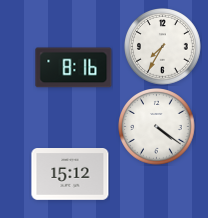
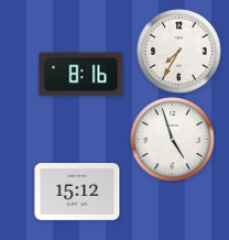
clock at (157, 127): 4:21 -> 4:57
